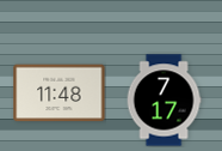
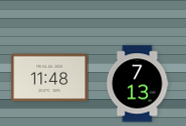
clock at (164, 101): 7:17 -> 7:13
